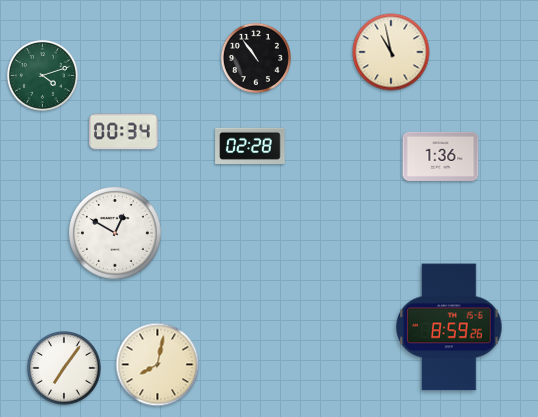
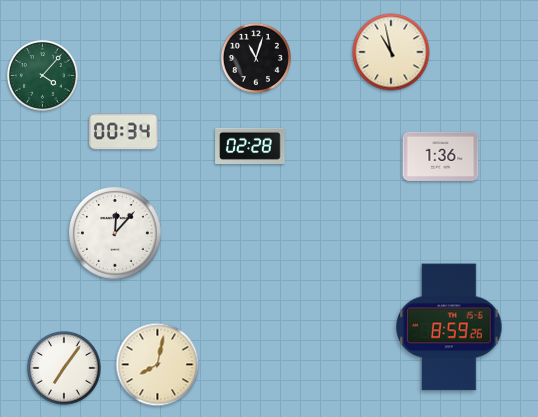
clock at (256, 58): 10:54 -> 11:03
clock at (42, 75): 4:12 -> 4:07
clock at (116, 234): 12:50 -> 12:07
